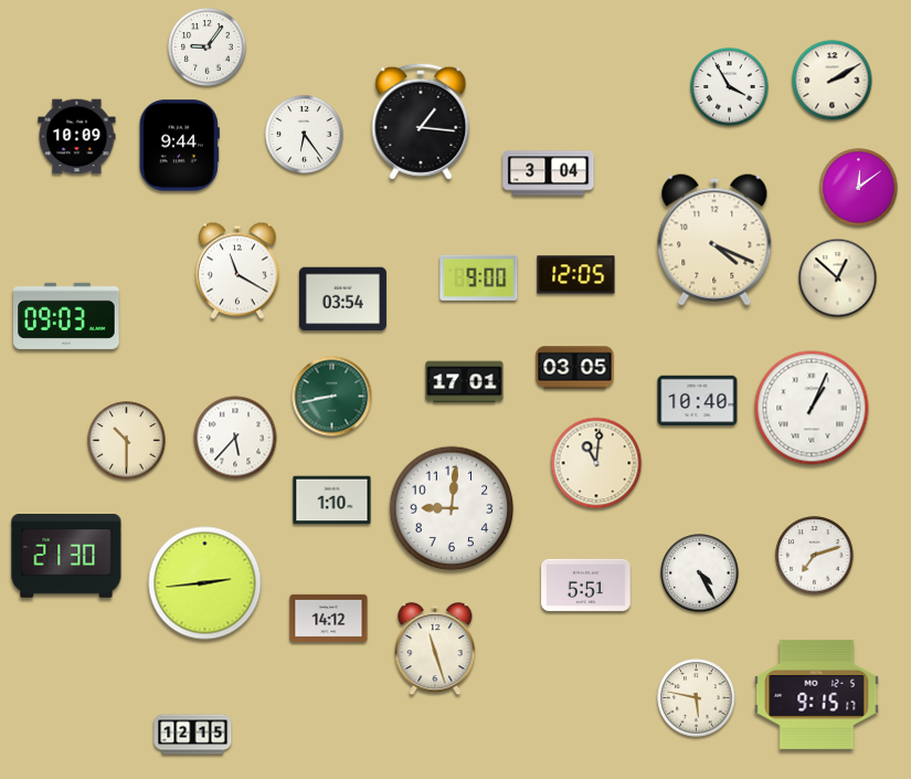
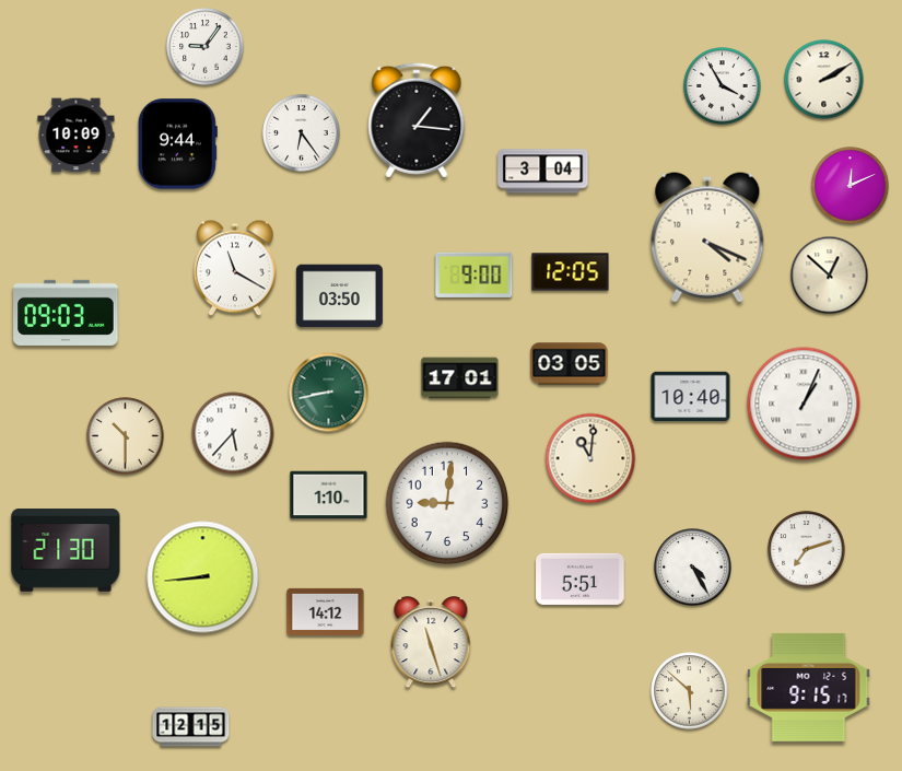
clock at (859, 188): 12:09 -> 12:11
clock at (342, 299): 03:54 -> 03:50
clock at (205, 583): 2:44 -> 8:44
clock at (697, 698): 5:47 -> 5:52
